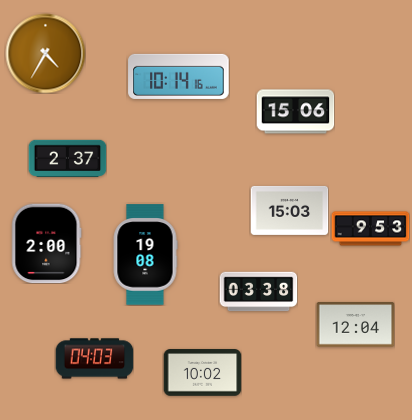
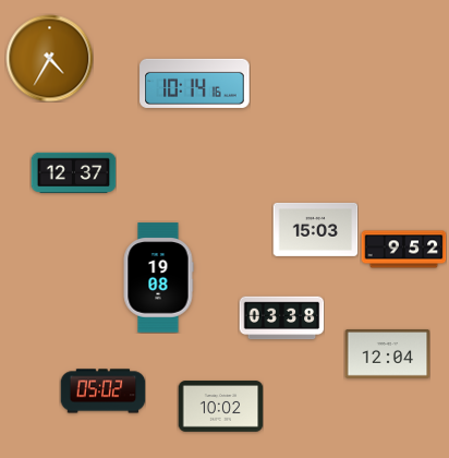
clock at (295, 112): 15:06 -> none
clock at (67, 158): 2:37 -> 12:37
clock at (370, 229): 9:53 -> 9:52
clock at (46, 243): 2:00 -> none
clock at (94, 359): 04:03 -> 05:02
